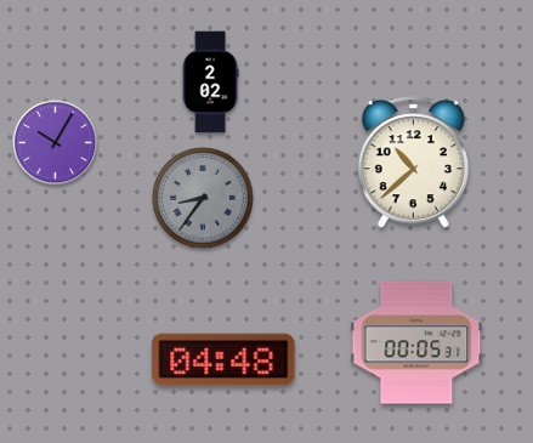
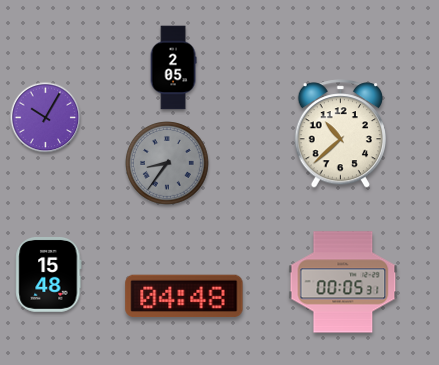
clock at (210, 83): 2:02 -> 2:05
clock at (49, 275): none -> 15:48
